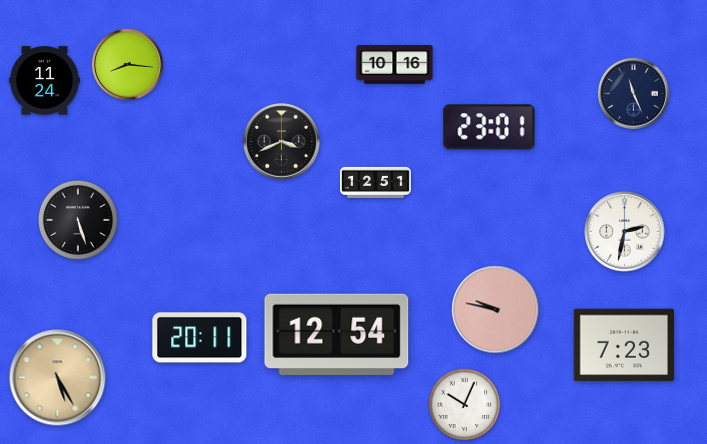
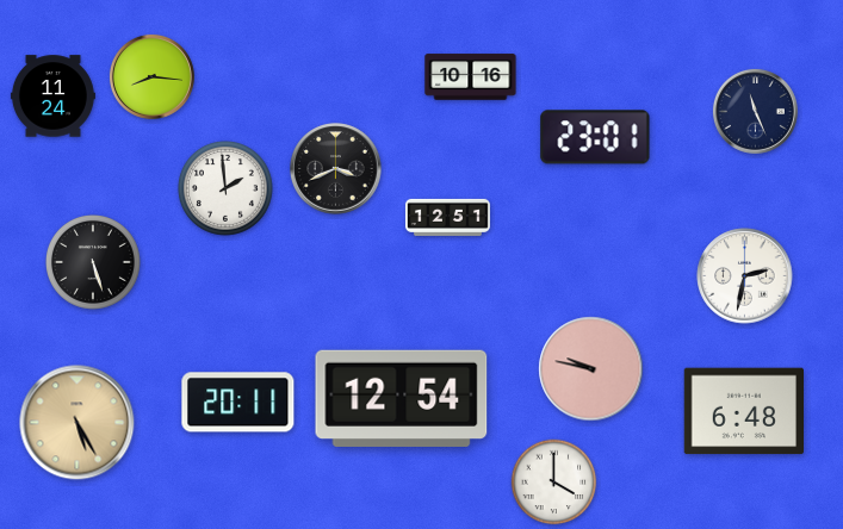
clock at (489, 127) position: (489, 127) -> (595, 137)
clock at (227, 189): none -> 1:59
clock at (623, 345): 7:23 -> 6:48
clock at (58, 378) position: (58, 378) -> (78, 423)
clock at (465, 405): 10:04 -> 4:00
